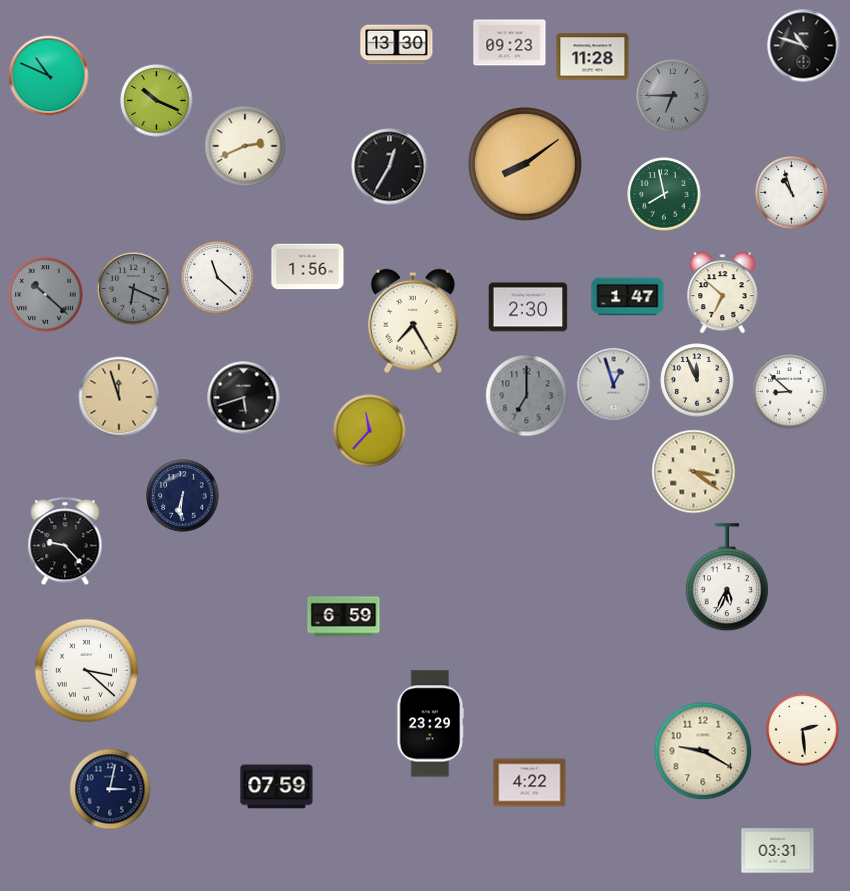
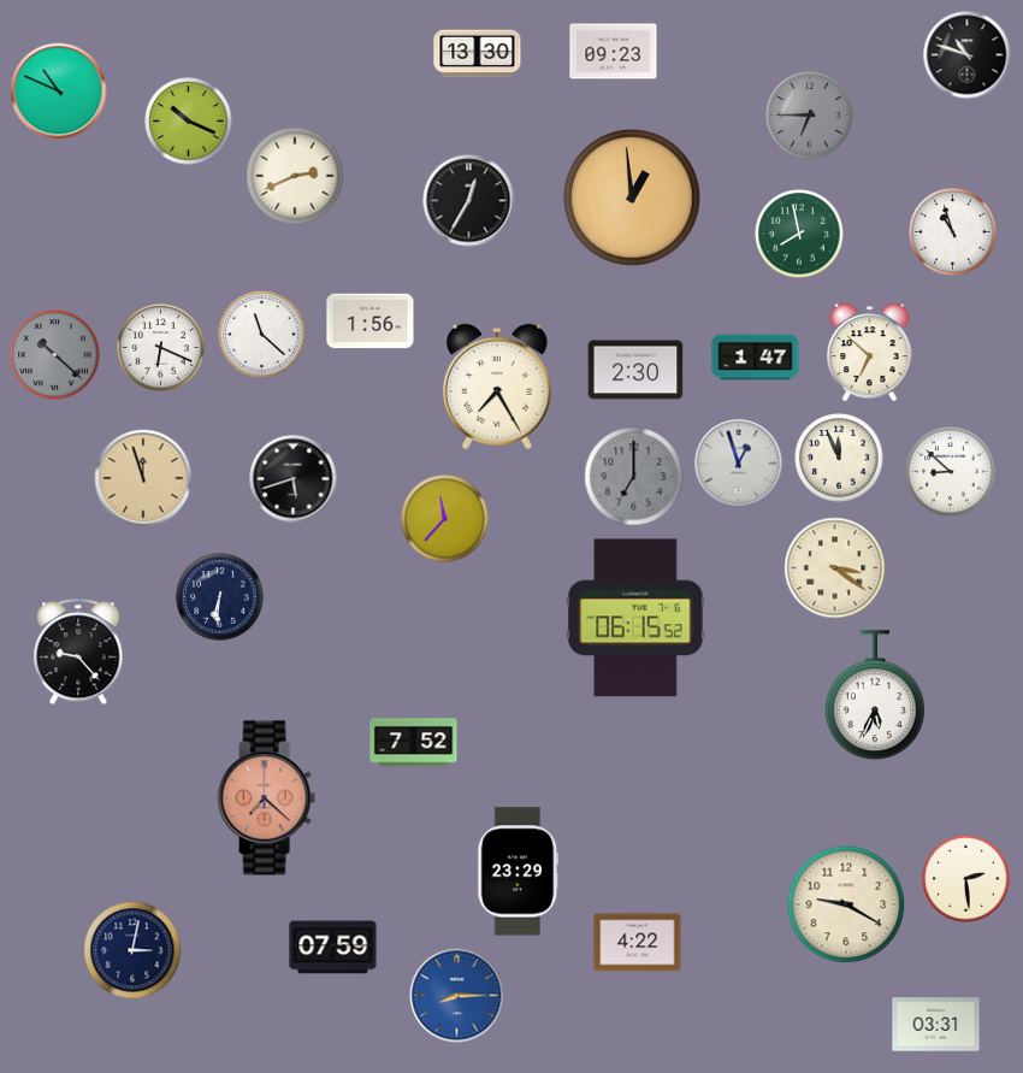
clock at (593, 57): 11:28 -> none
clock at (526, 165): 8:09 -> 12:59
clock at (134, 289) dial: grey -> white
clock at (635, 618): none -> 06:15
clock at (344, 617): 6:59 -> 7:52
clock at (266, 798): none -> 7:22
clock at (86, 670): 3:22 -> none
clock at (457, 996): none -> 8:15
